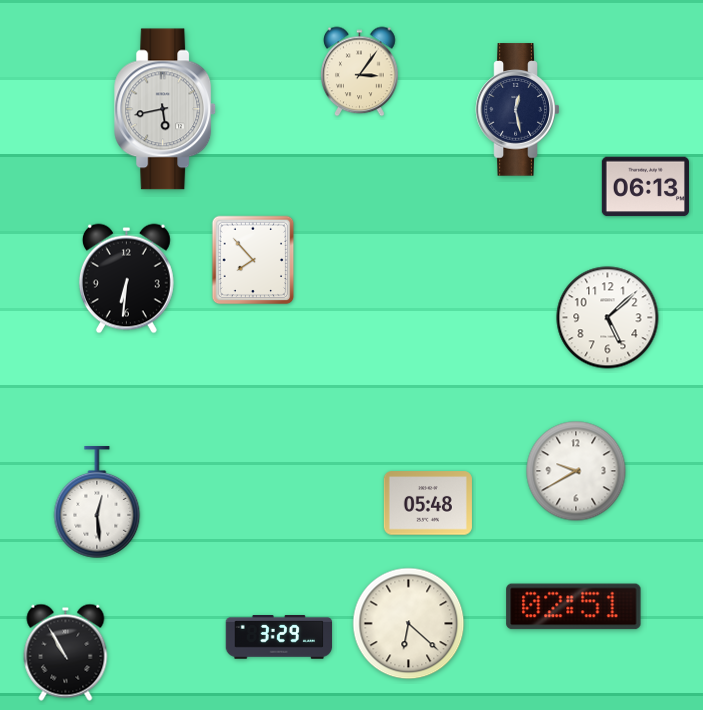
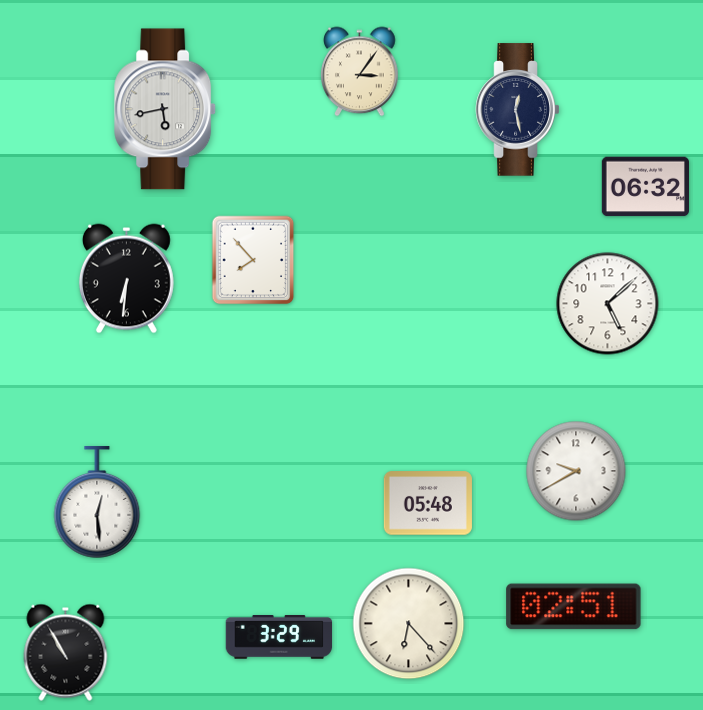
clock at (645, 187): 06:13 -> 06:32
clock at (608, 318) position: (608, 318) -> (608, 304)
clock at (409, 624): 6:22 -> 6:23
